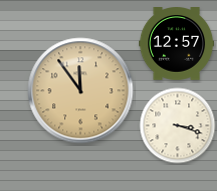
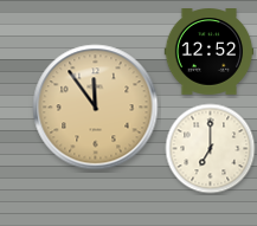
clock at (177, 44): 12:57 -> 12:52
clock at (178, 126): 3:18 -> 7:00
